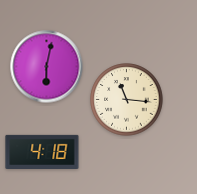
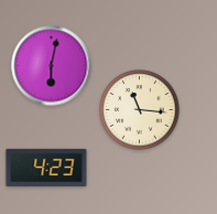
clock at (47, 67) position: (47, 67) -> (52, 66)
clock at (42, 151): 4:18 -> 4:23
